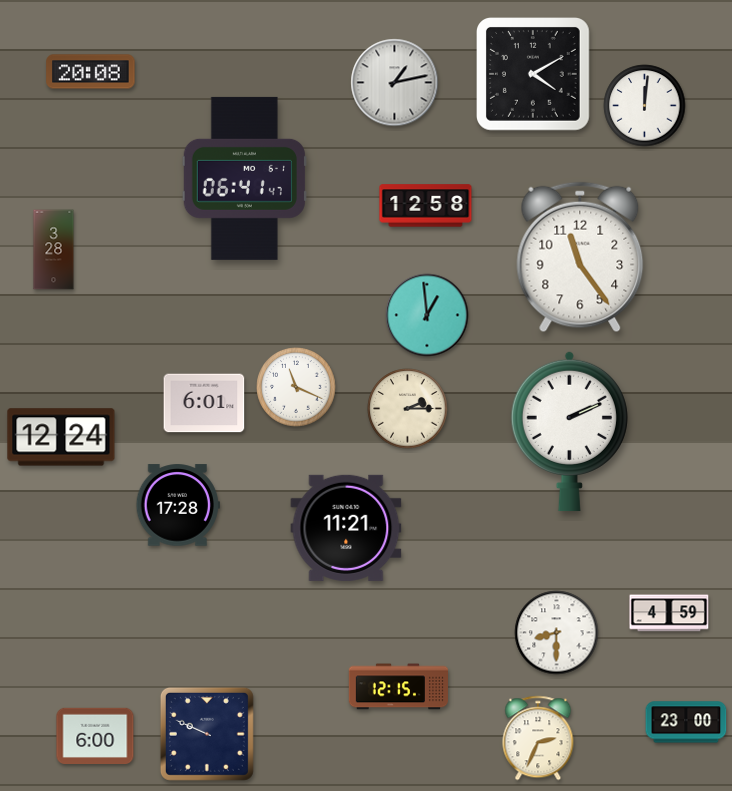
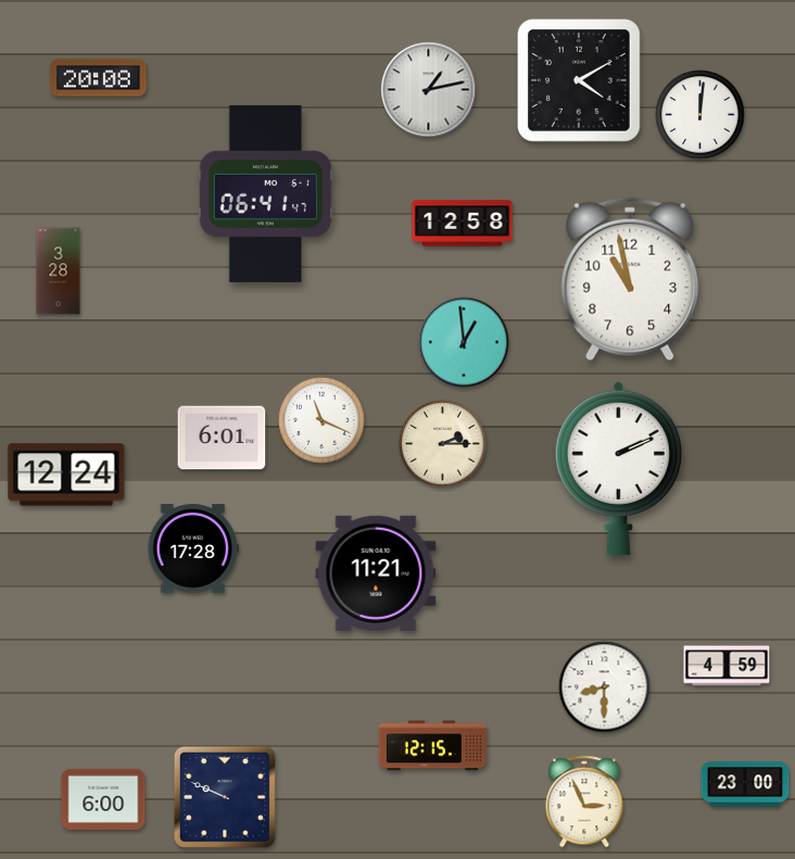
clock at (580, 257): 11:24 -> 10:58
clock at (538, 738): 2:34 -> 2:56
